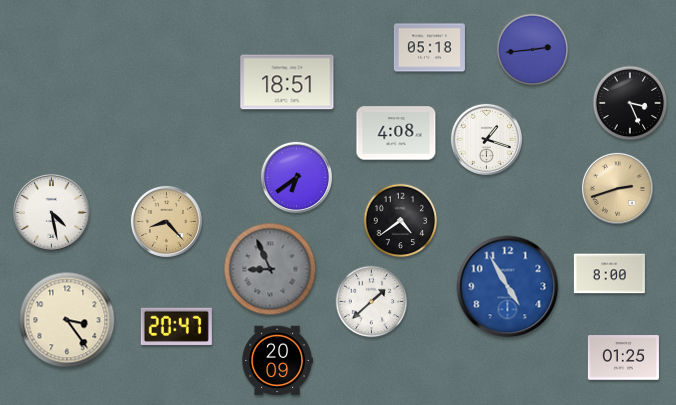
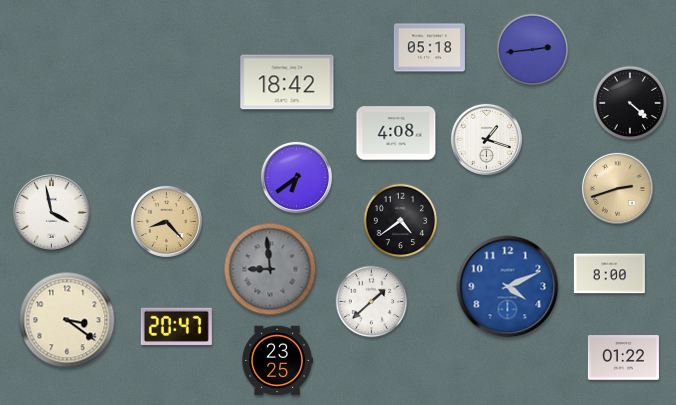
clock at (287, 82): 18:51 -> 18:42
clock at (630, 103): 3:26 -> 4:22
clock at (52, 213): 4:28 -> 3:58
clock at (270, 269): 8:56 -> 8:59
clock at (508, 287): 4:55 -> 4:11
clock at (67, 320): 3:24 -> 3:21
clock at (623, 358): 01:25 -> 01:22
clock at (277, 361): 20:09 -> 23:25
